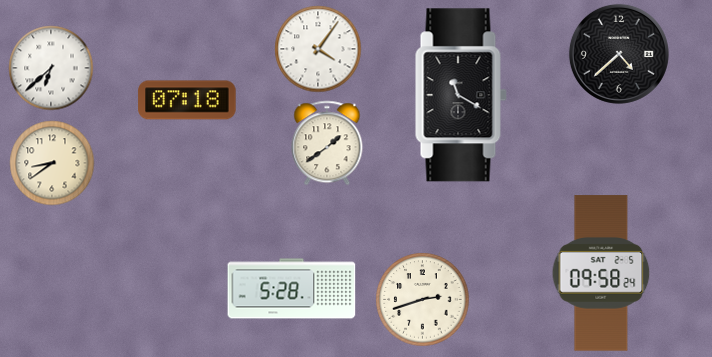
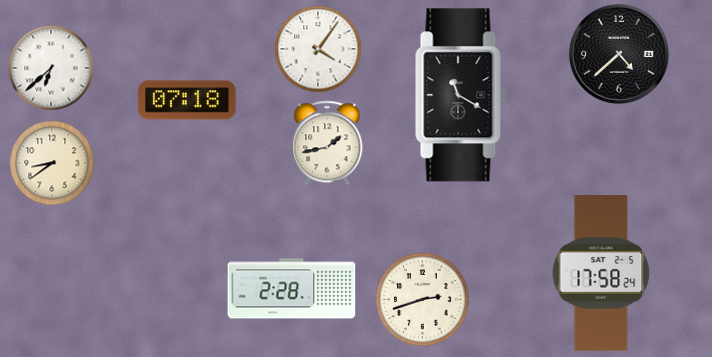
clock at (327, 143): 1:39 -> 1:43
clock at (601, 273): 09:58 -> 17:58
clock at (292, 289): 5:28 -> 2:28
